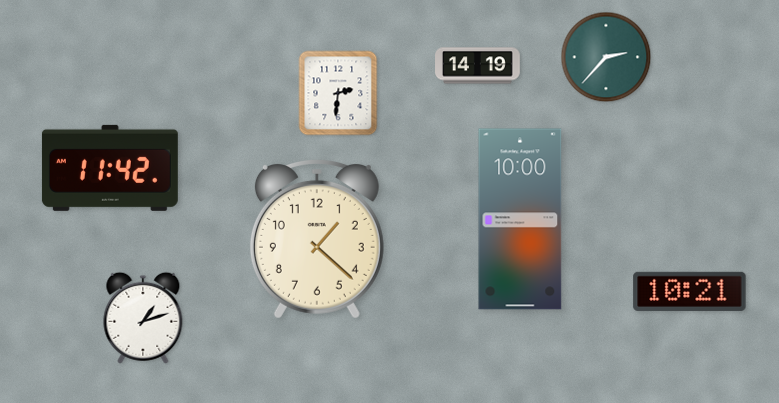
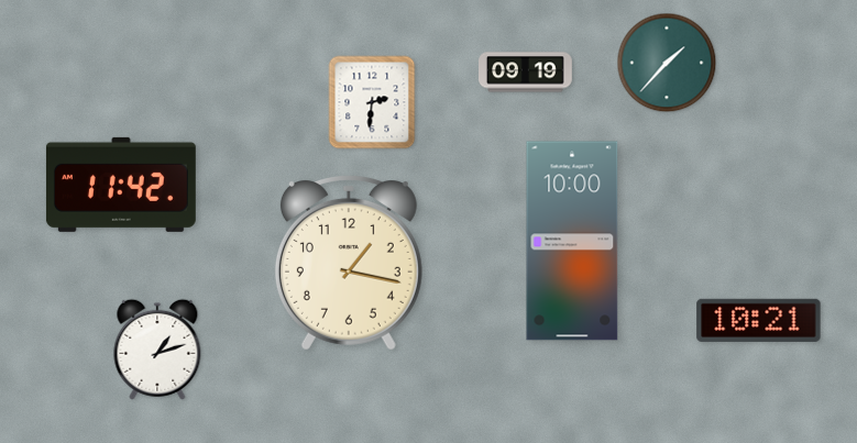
clock at (606, 57): 2:37 -> 1:37
clock at (478, 66): 14:19 -> 09:19
clock at (317, 239): 1:22 -> 1:17
